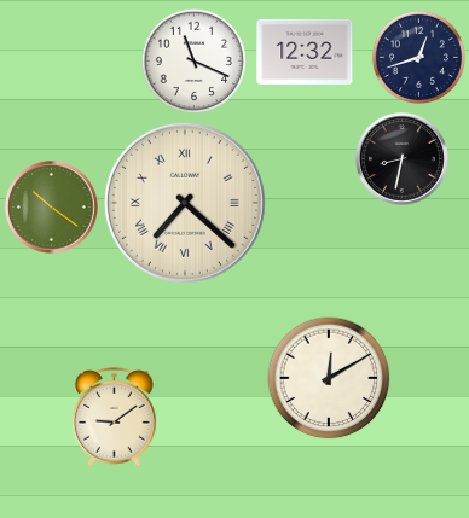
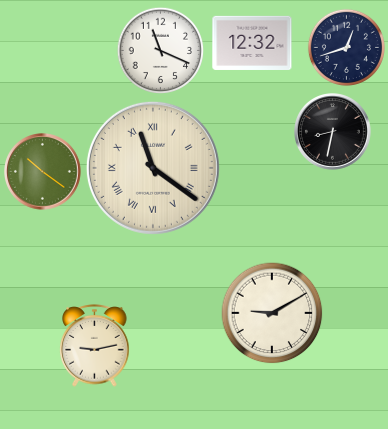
clock at (185, 203): 7:22 -> 11:21
clock at (329, 378): 12:10 -> 9:10
clock at (115, 418): 9:09 -> 9:13
